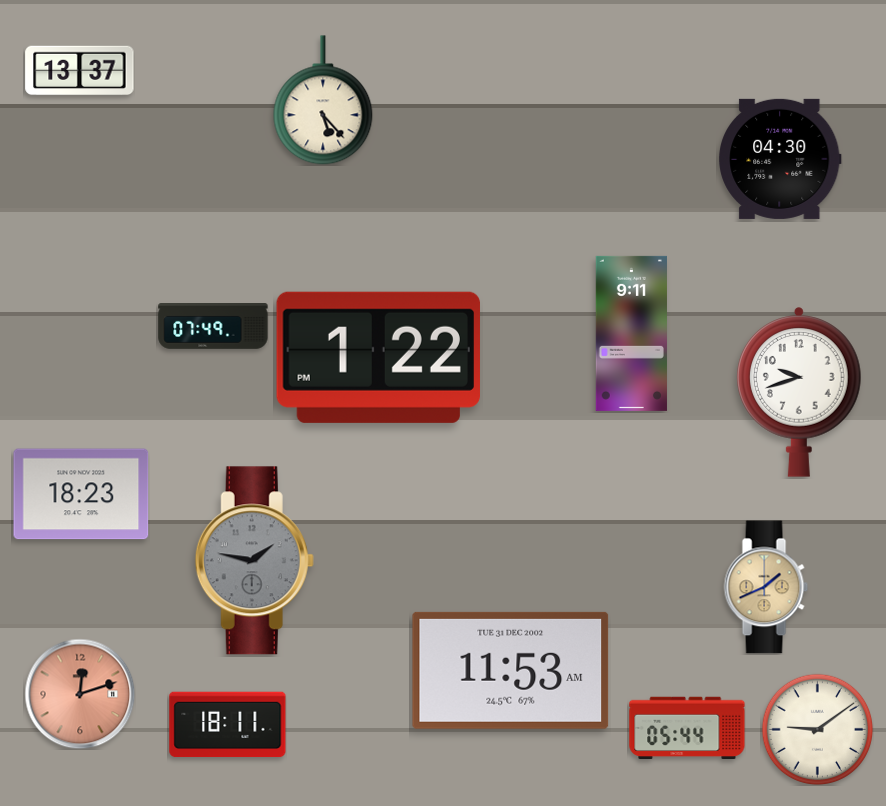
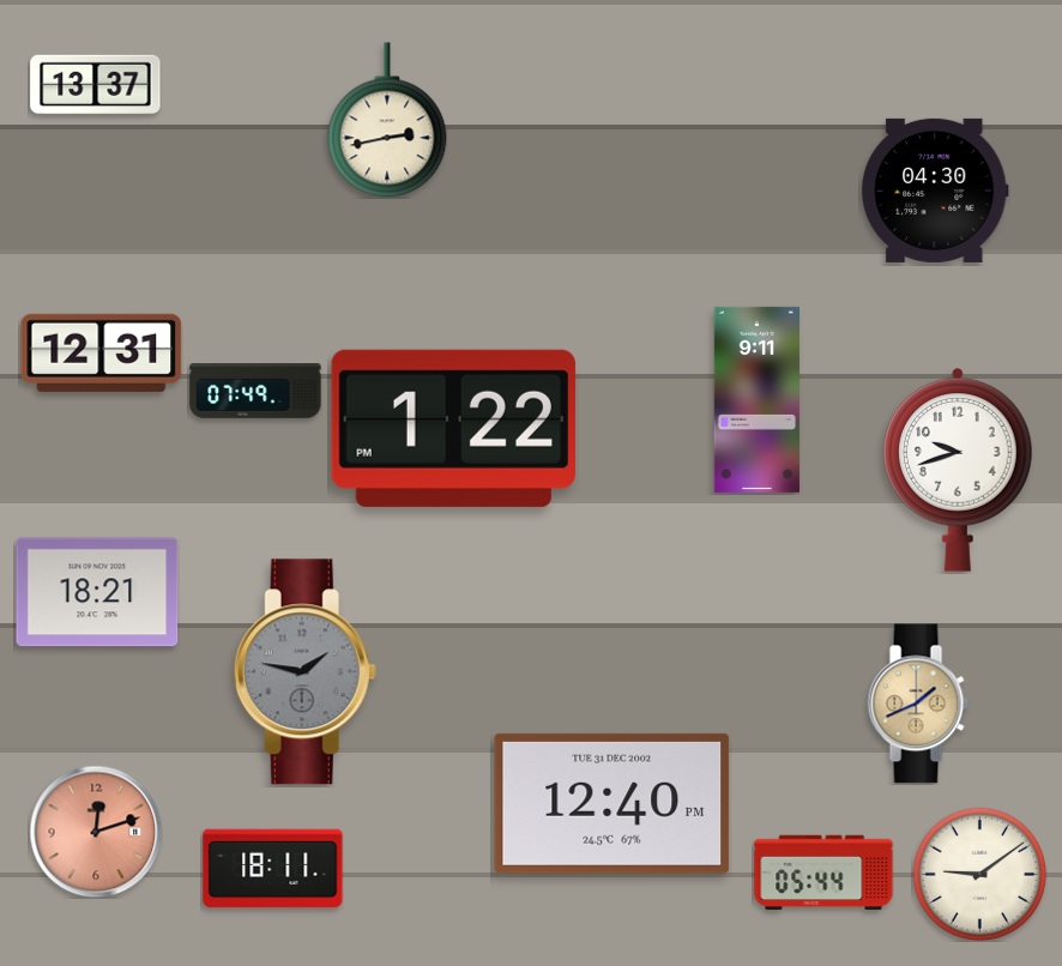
clock at (323, 100): 5:23 -> 2:43
clock at (102, 352): none -> 12:31
clock at (81, 494): 18:23 -> 18:21
clock at (511, 670): 11:53 -> 12:40
